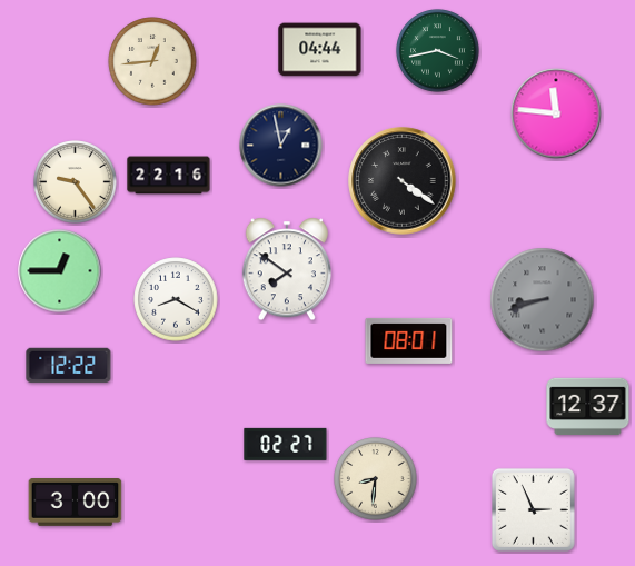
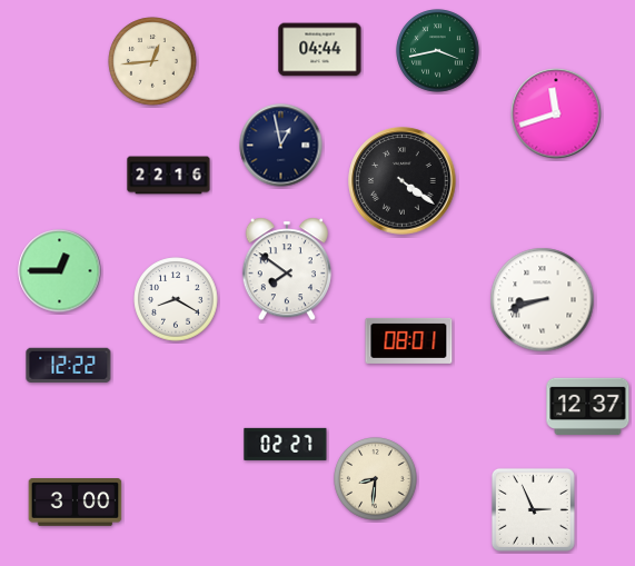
clock at (556, 113): 11:46 -> 11:42
clock at (76, 182): 9:24 -> none
clock at (543, 300) dial: grey -> white
